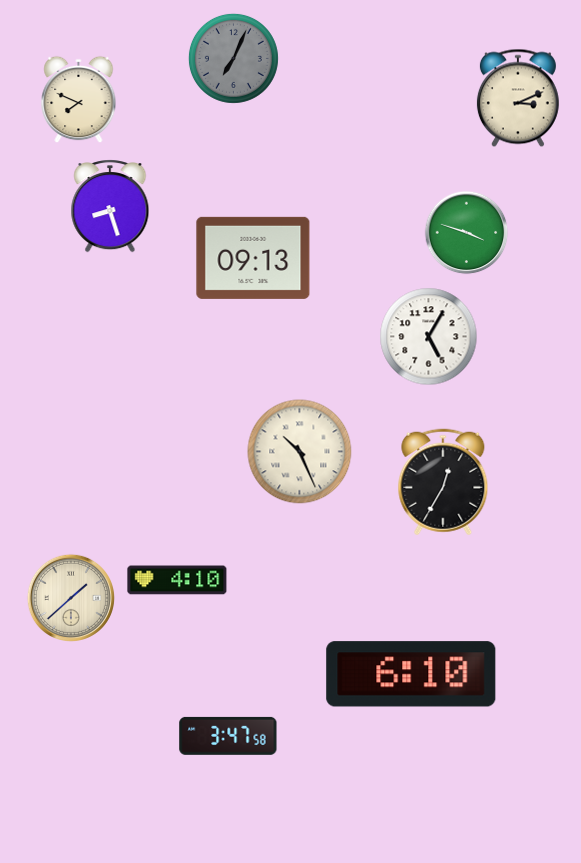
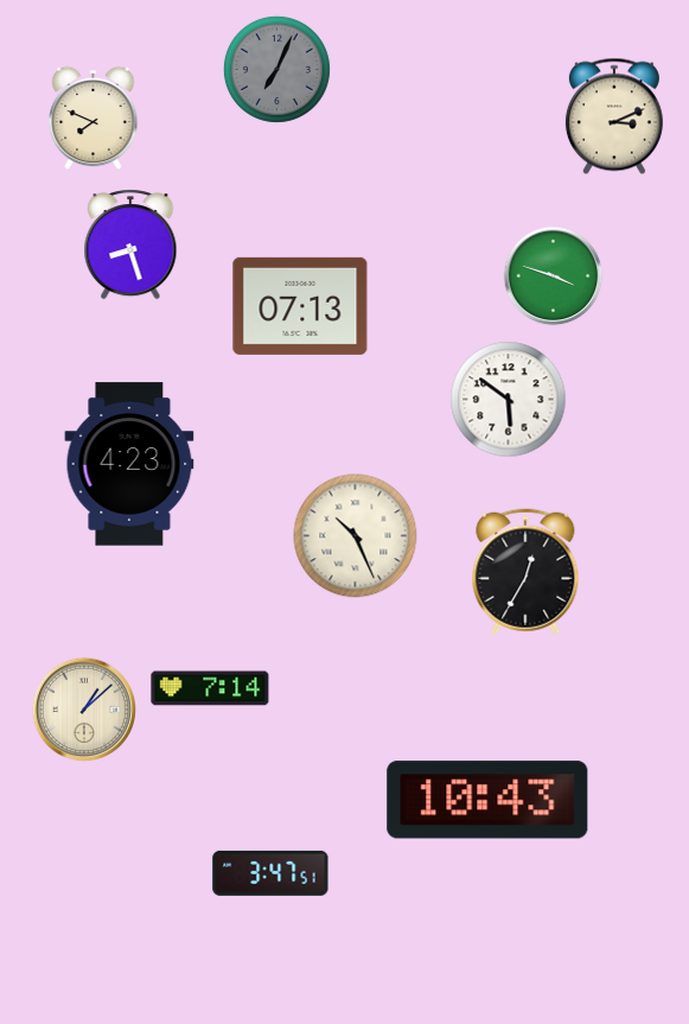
clock at (253, 258): 09:13 -> 07:13
clock at (429, 337): 5:05 -> 5:51
clock at (129, 464): none -> 4:23
clock at (177, 580): 4:10 -> 7:14
clock at (71, 598): 1:38 -> 1:08
clock at (411, 674): 6:10 -> 10:43
clock at (228, 736): 3:47:58 -> 3:47:51
